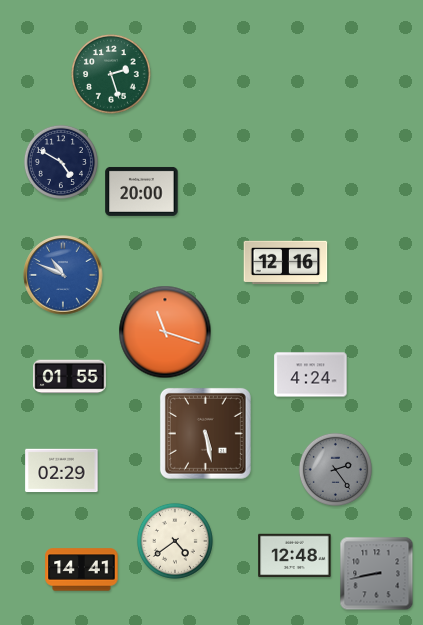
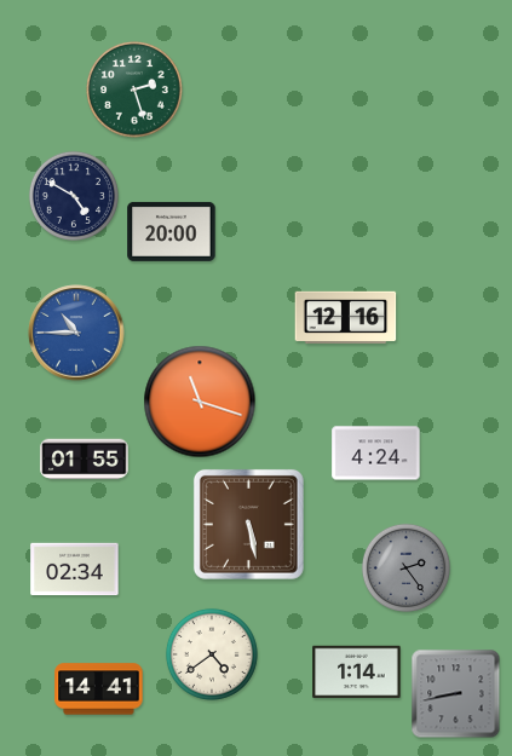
clock at (63, 275): 10:49 -> 10:45
clock at (70, 377) position: (70, 377) -> (85, 460)
clock at (62, 471): 02:29 -> 02:34
clock at (295, 556): 12:48 -> 1:14
